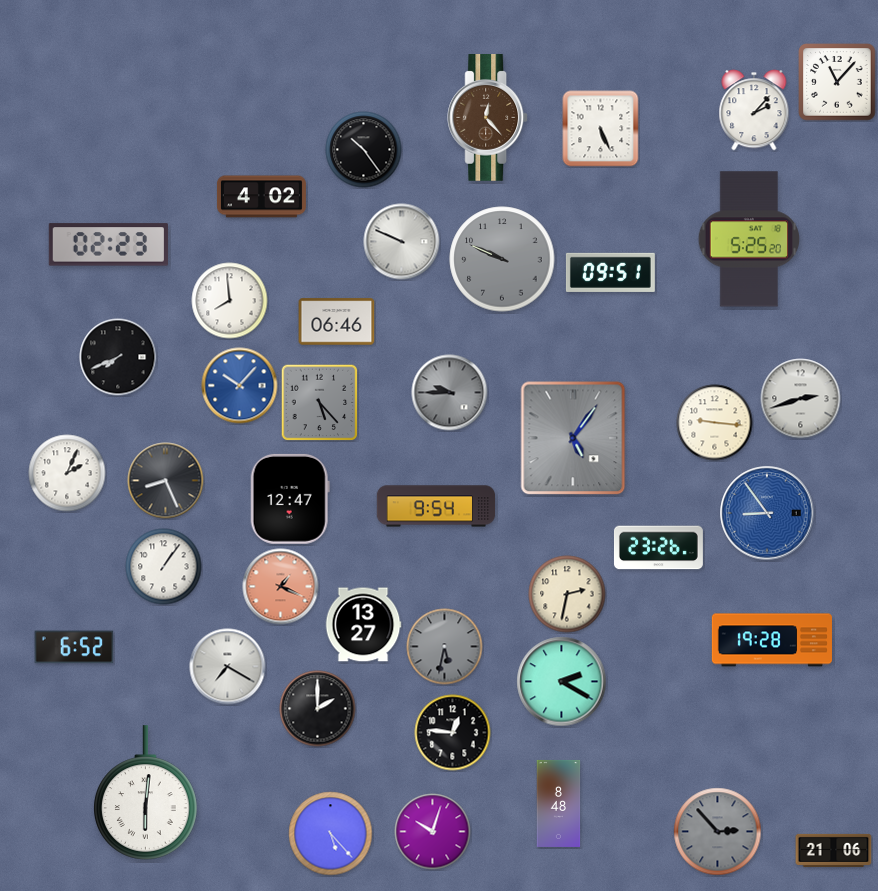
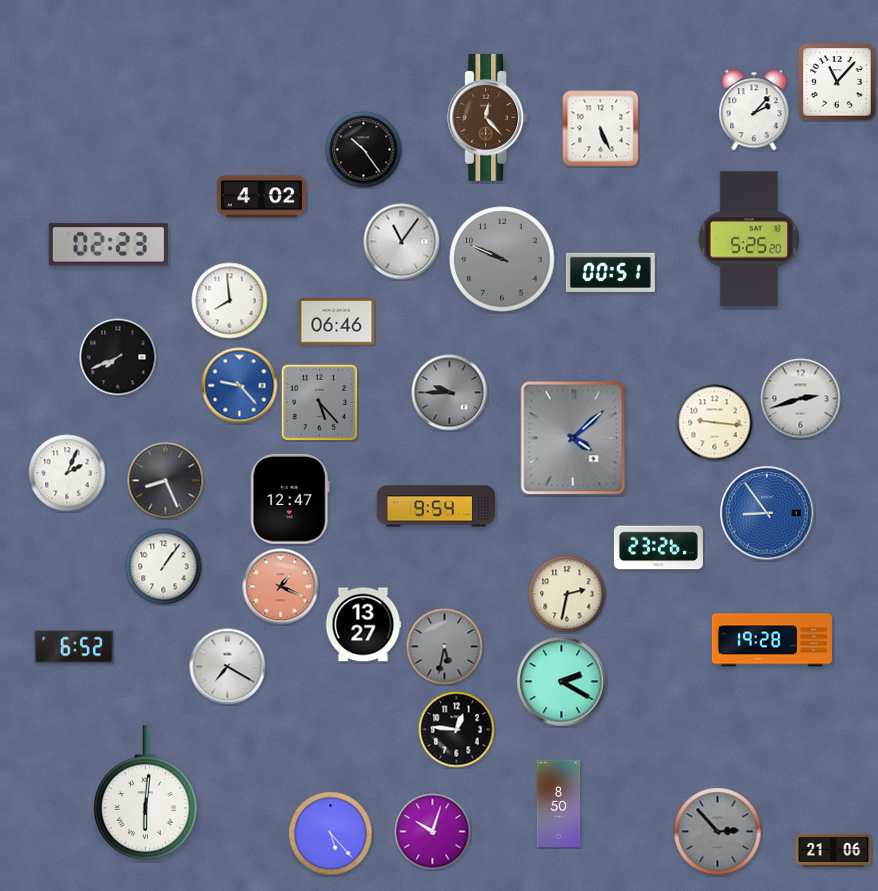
clock at (402, 242): 9:49 -> 11:06
clock at (610, 272): 09:51 -> 00:51
clock at (240, 386): 10:07 -> 9:23
clock at (573, 438): 5:06 -> 4:08
clock at (318, 709): 2:00 -> none
clock at (453, 733) position: (453, 733) -> (457, 730)
clock at (559, 803): 8:48 -> 8:50
